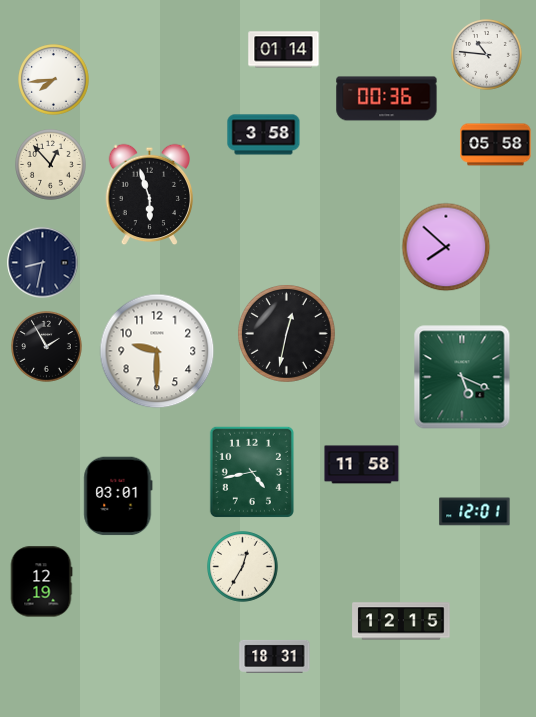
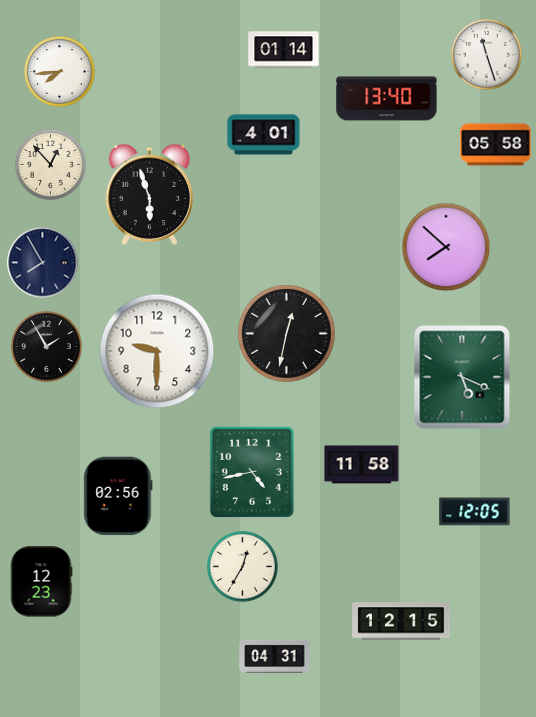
clock at (487, 55): 10:46 -> 11:27
clock at (54, 80) position: (54, 80) -> (60, 72)
clock at (387, 99): 00:36 -> 13:40
clock at (264, 135): 3:58 -> 4:01
clock at (43, 263): 8:32 -> 7:55
clock at (118, 496): 03:01 -> 02:56
clock at (475, 512): 12:01 -> 12:05
clock at (41, 582): 12:19 -> 12:23
clock at (275, 656): 18:31 -> 04:31
